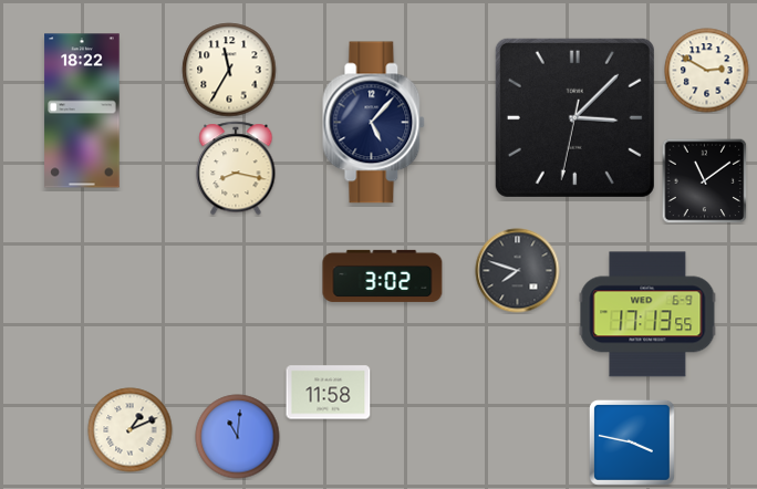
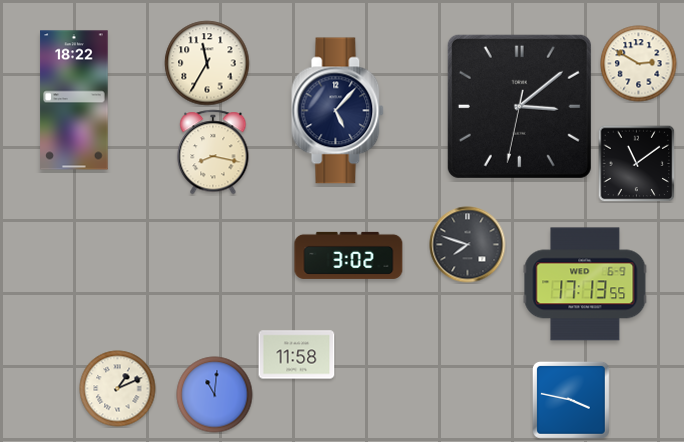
clock at (574, 117): 3:07 -> 3:08
clock at (383, 275) position: (383, 275) -> (349, 255)
